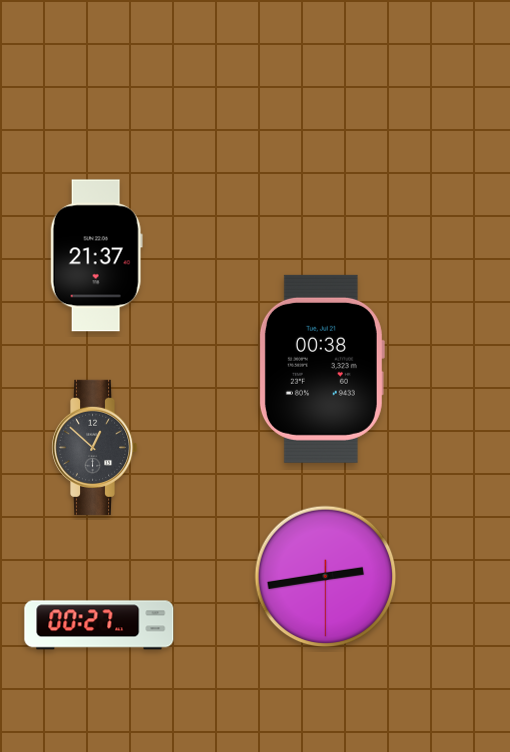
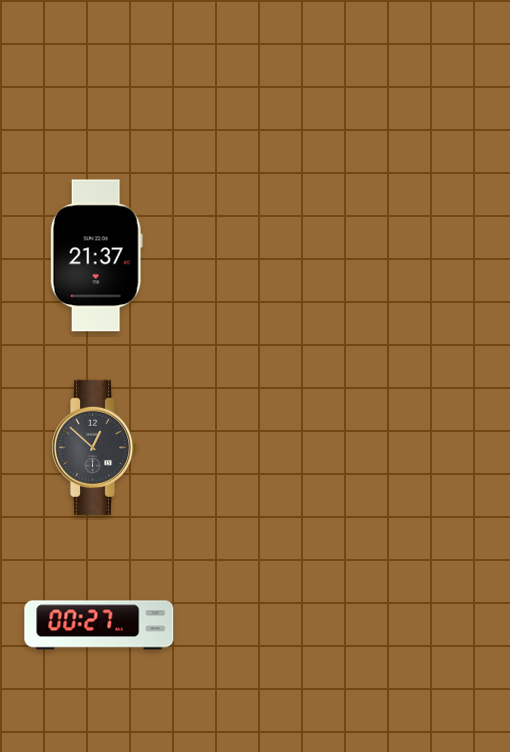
clock at (321, 369): 00:38 -> none
clock at (326, 577): 2:43 -> none
